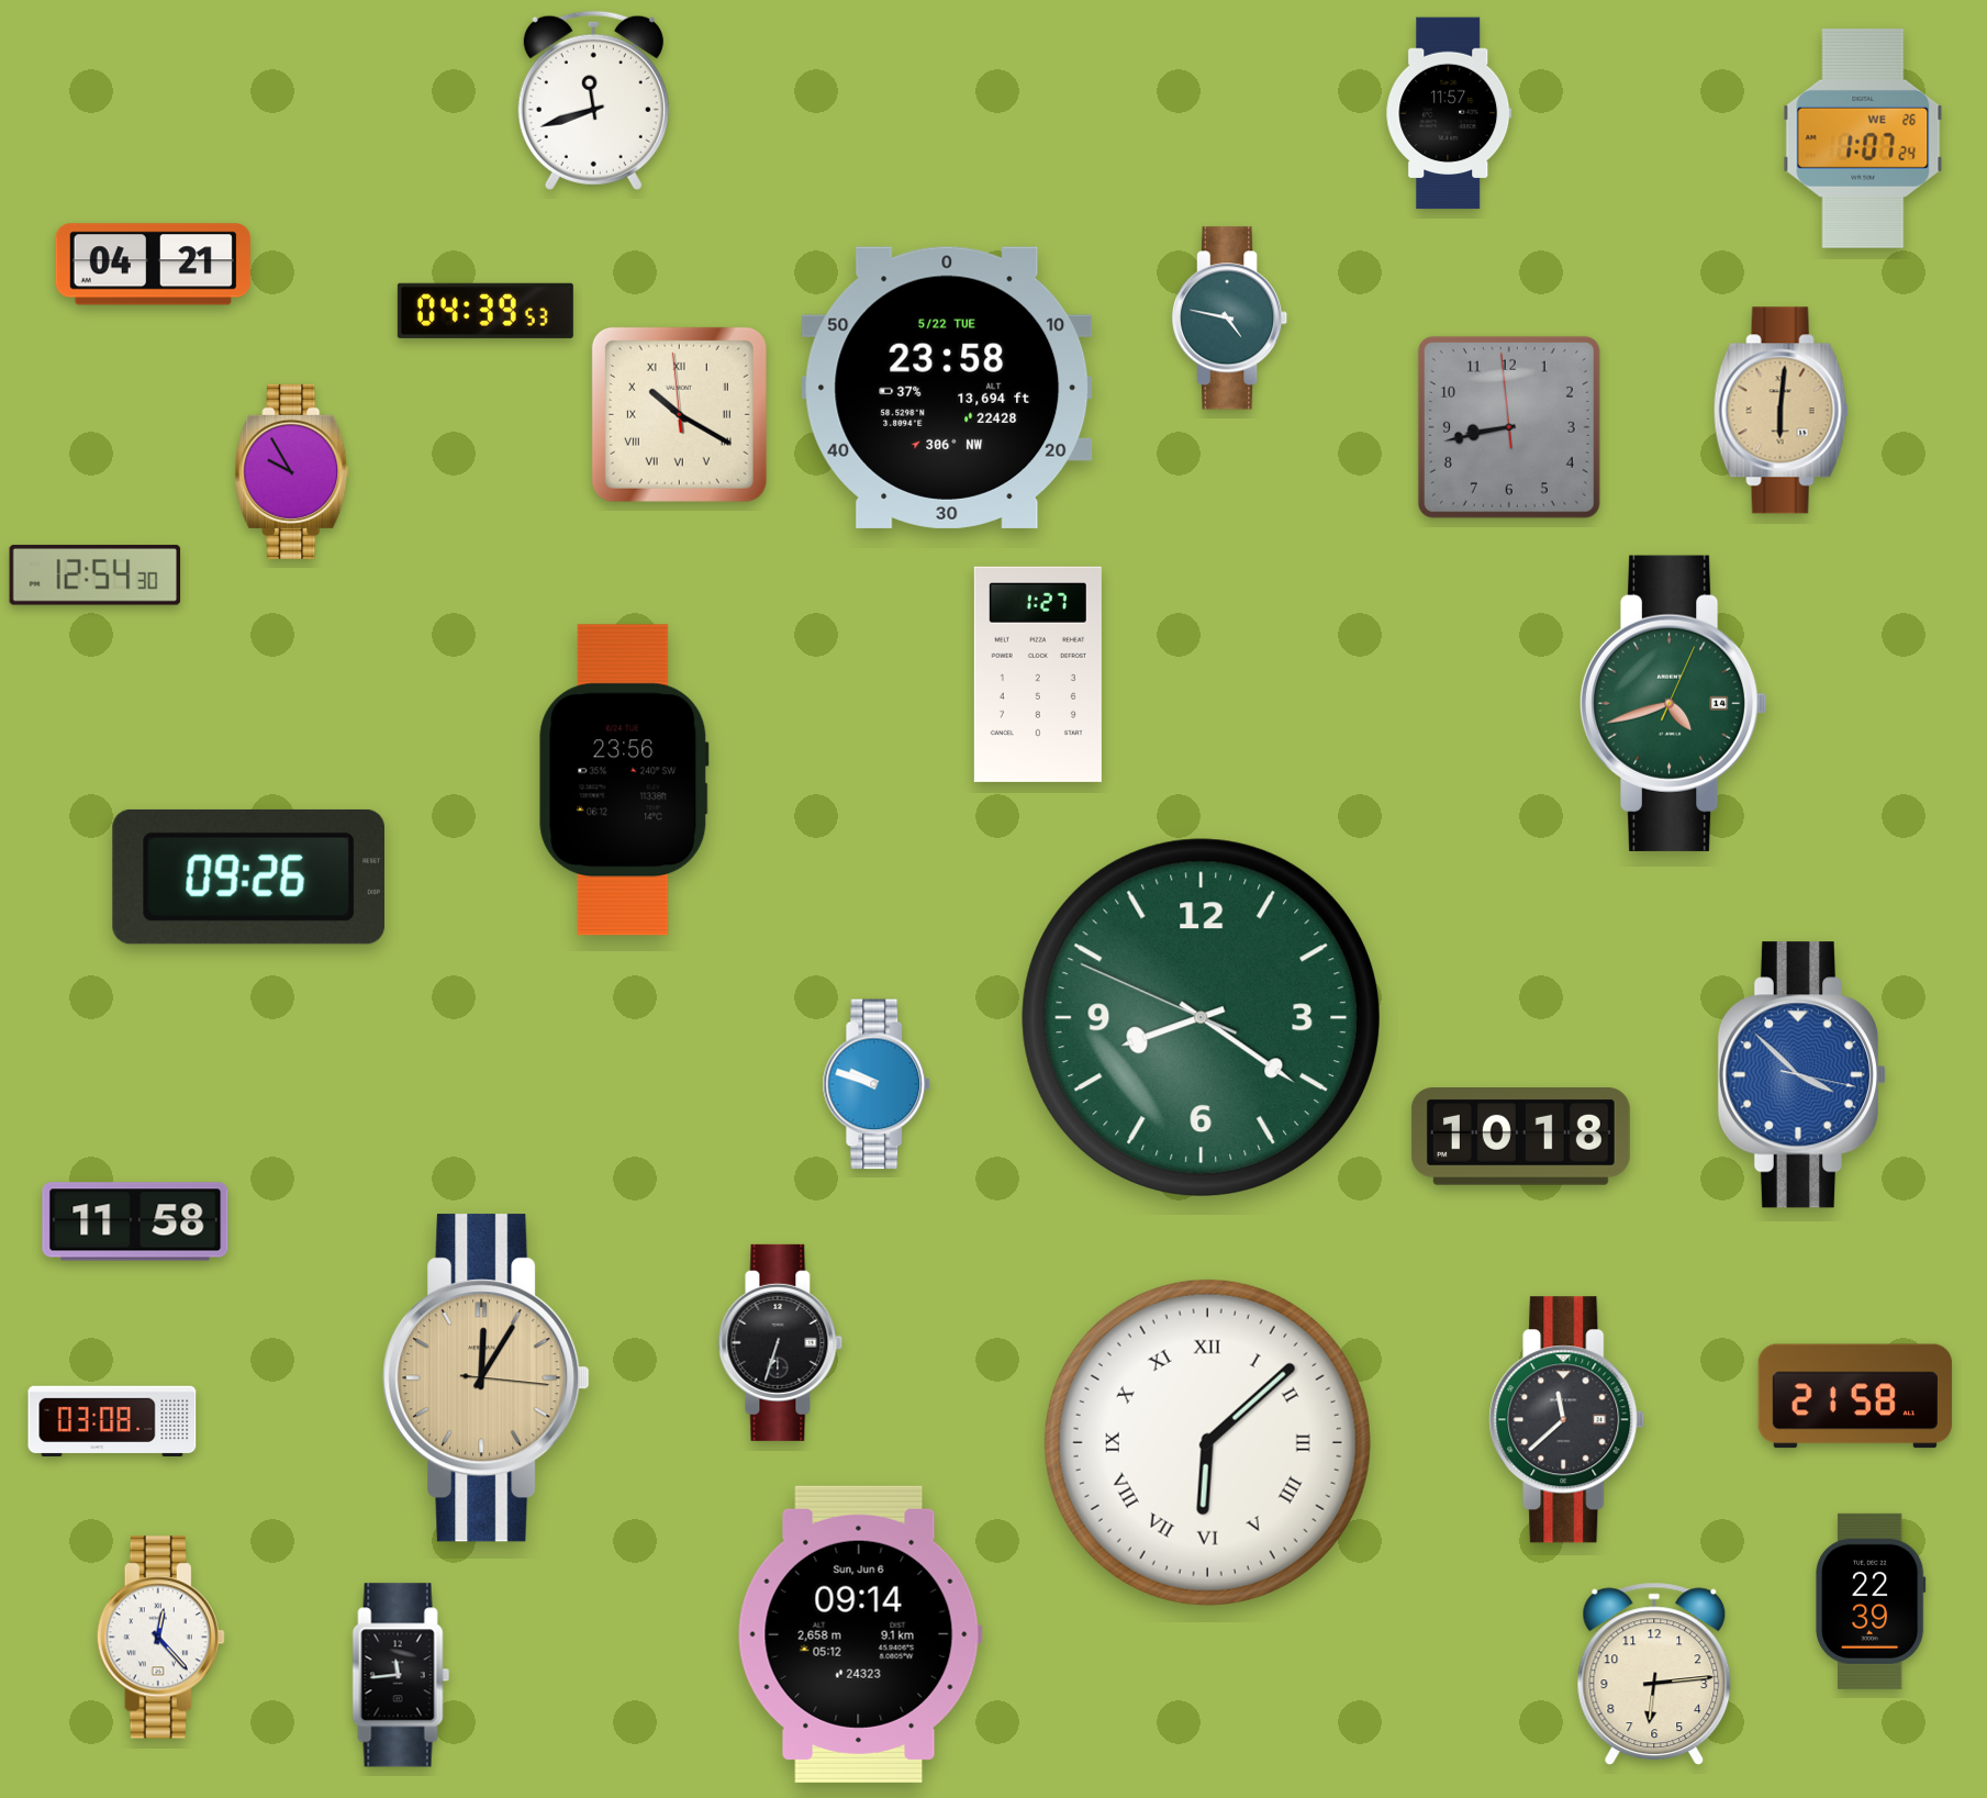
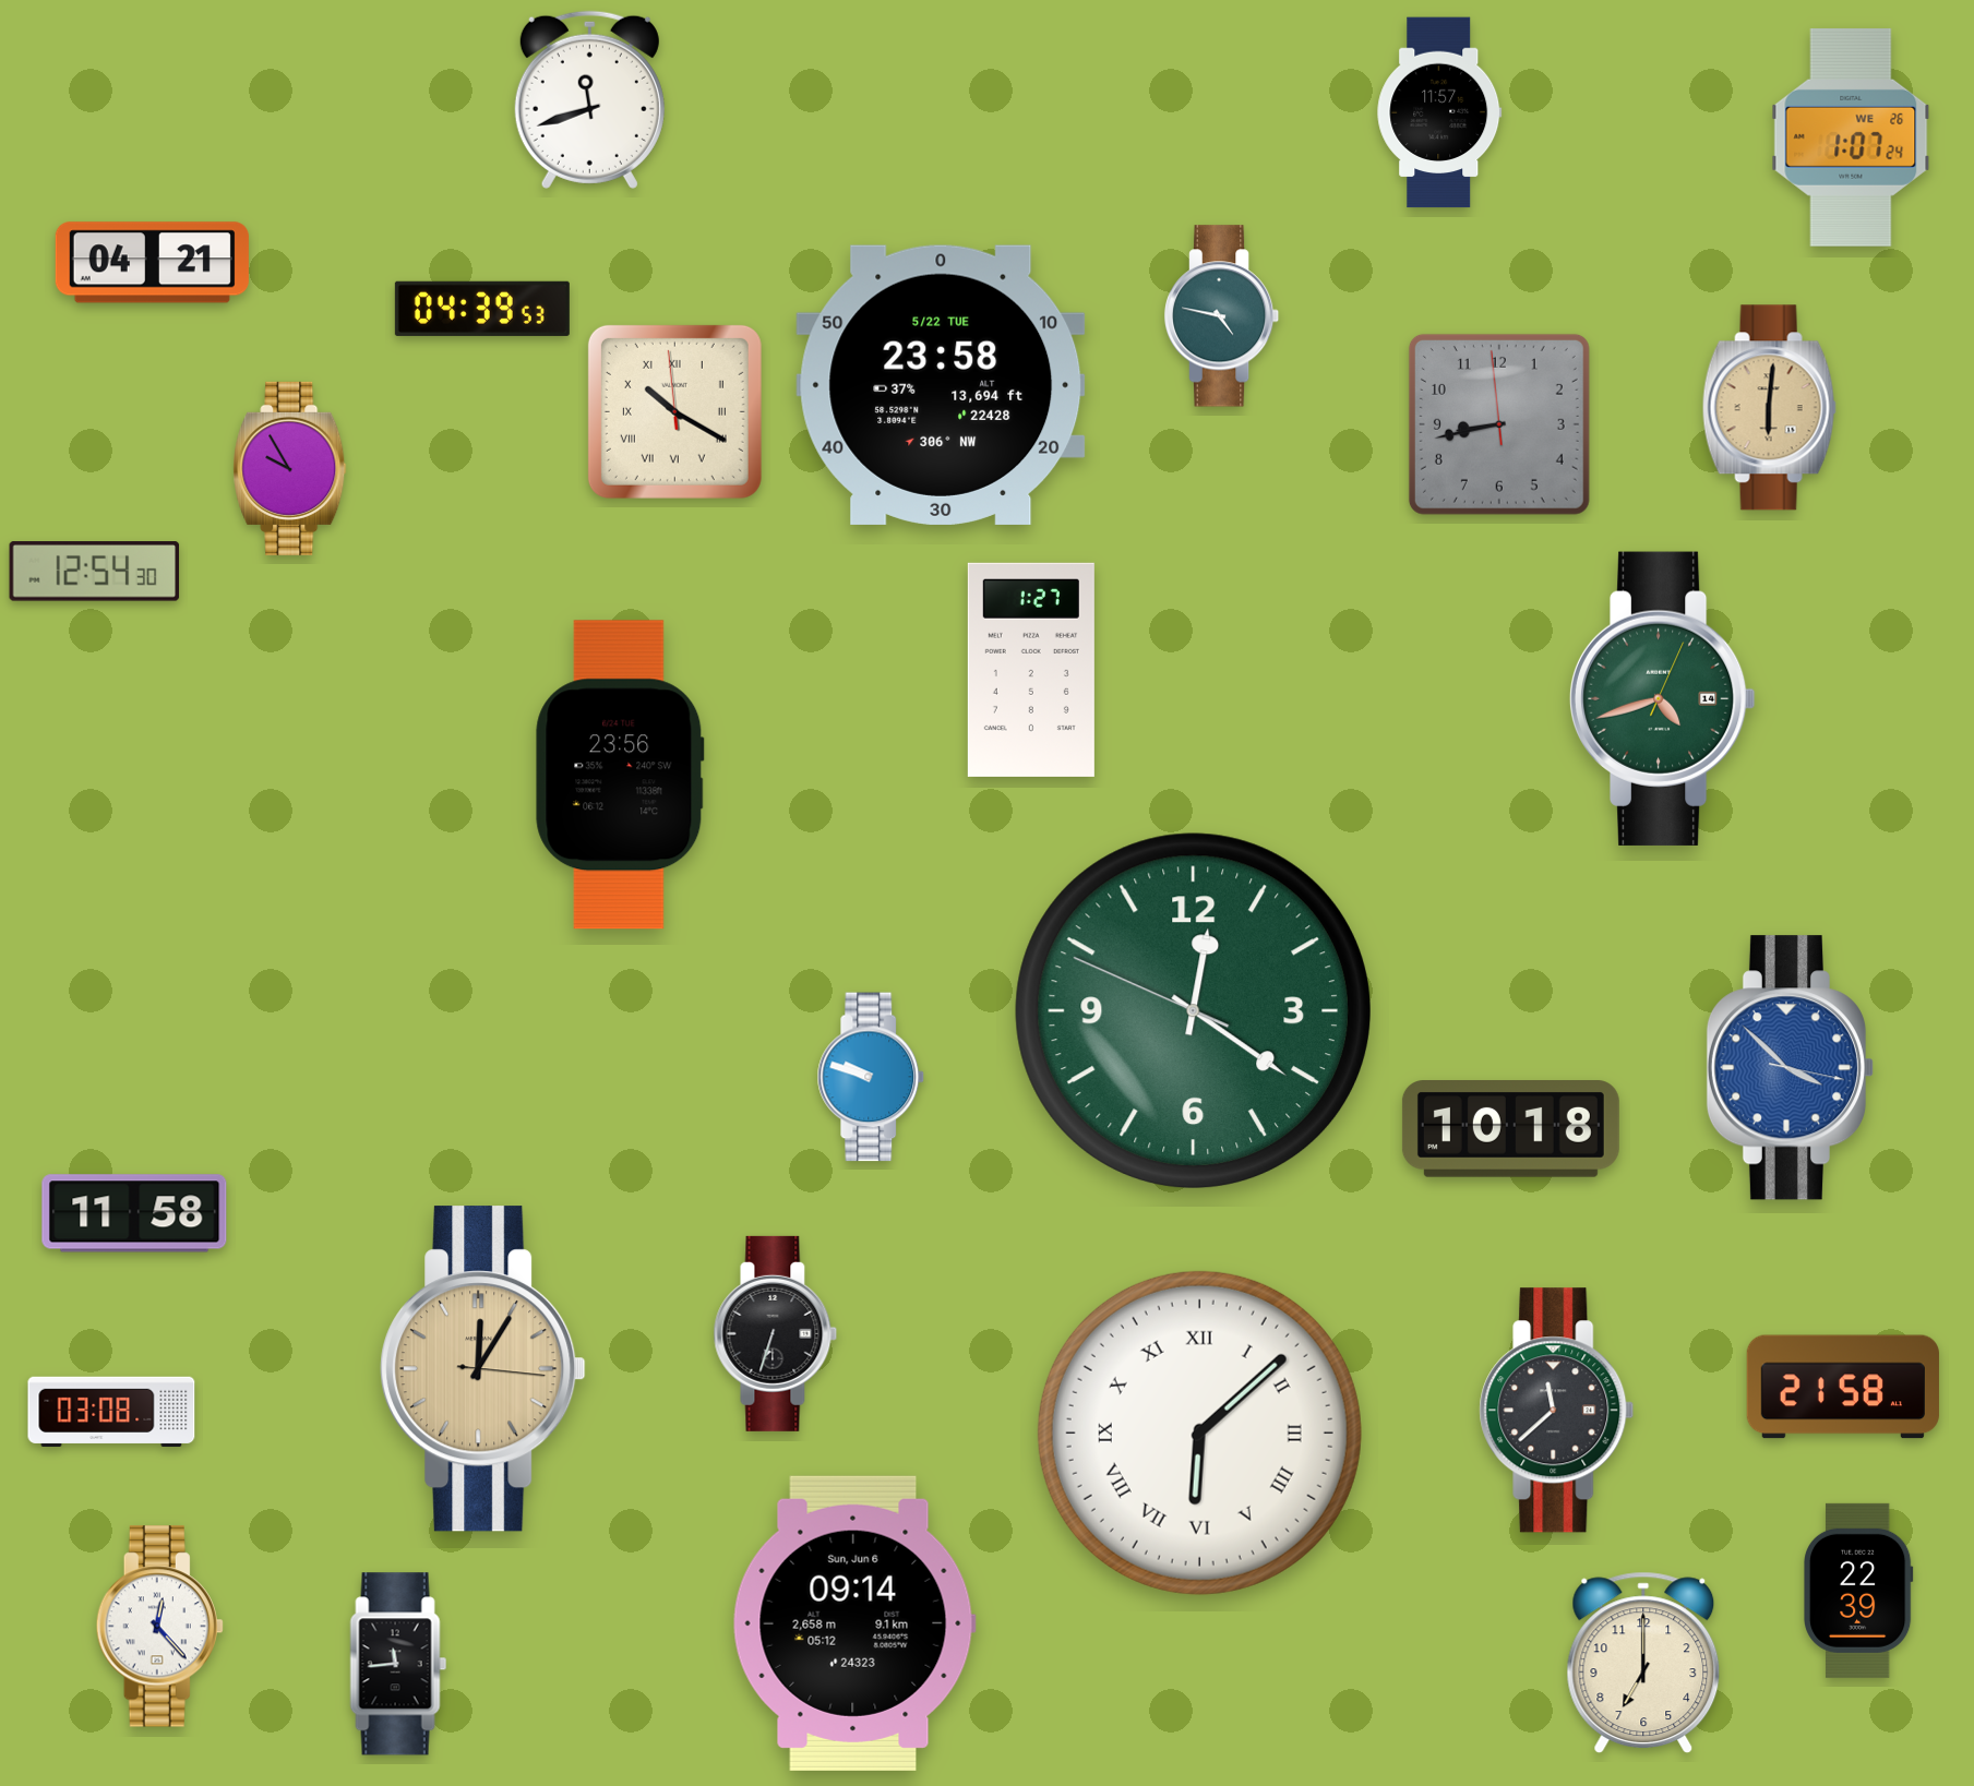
clock at (248, 876): 09:26 -> none
clock at (1201, 1017): 8:20 -> 12:20
clock at (1654, 1674): 6:14 -> 7:00
